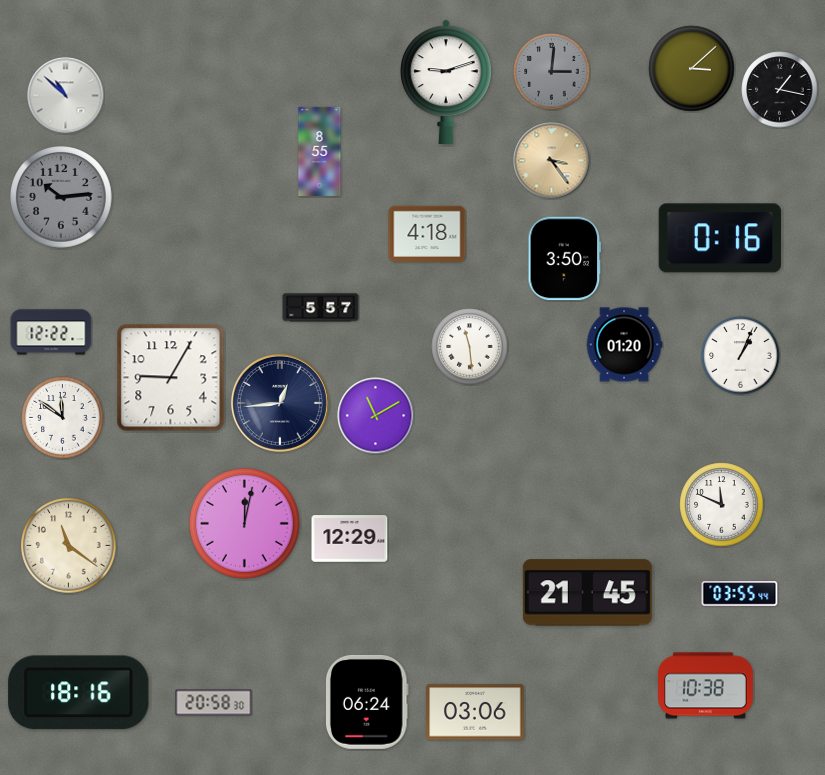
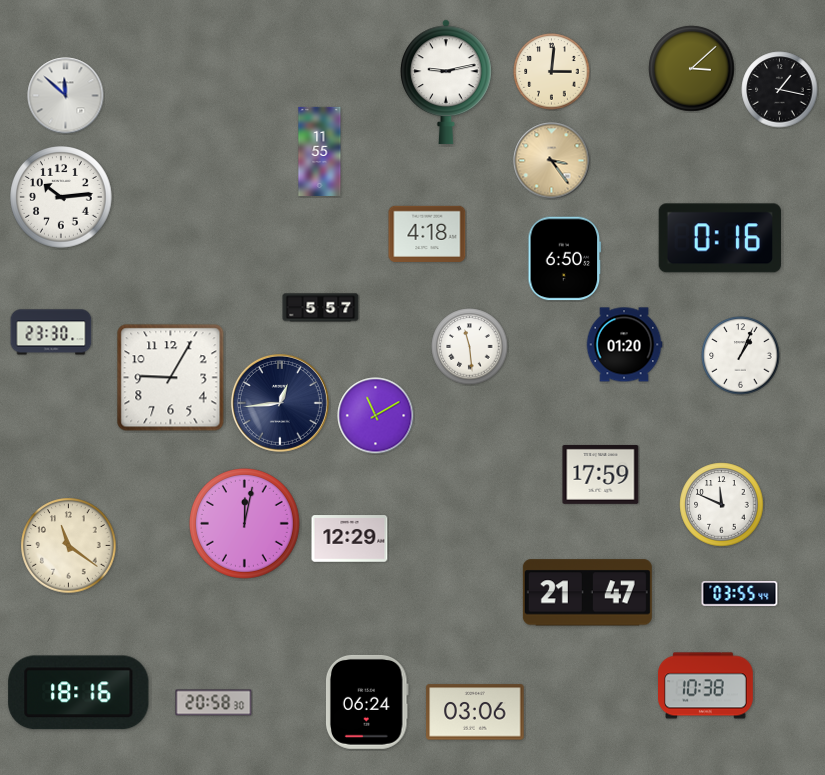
clock at (552, 72) dial: grey -> cream
clock at (447, 82): 9:12 -> 9:13
clock at (66, 96): 10:52 -> 11:52
clock at (320, 151): 8:55 -> 11:55
clock at (61, 197) dial: grey -> white
clock at (565, 259): 3:50 -> 6:50
clock at (51, 332): 12:22 -> 23:30
clock at (63, 418): 11:51 -> none
clock at (601, 474): none -> 17:59
clock at (587, 593): 21:45 -> 21:47
